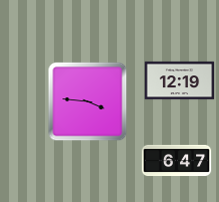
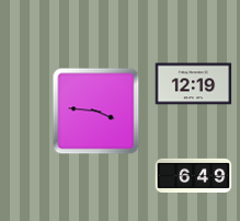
clock at (180, 81) position: (180, 81) -> (194, 84)
clock at (177, 160): 6:47 -> 6:49
